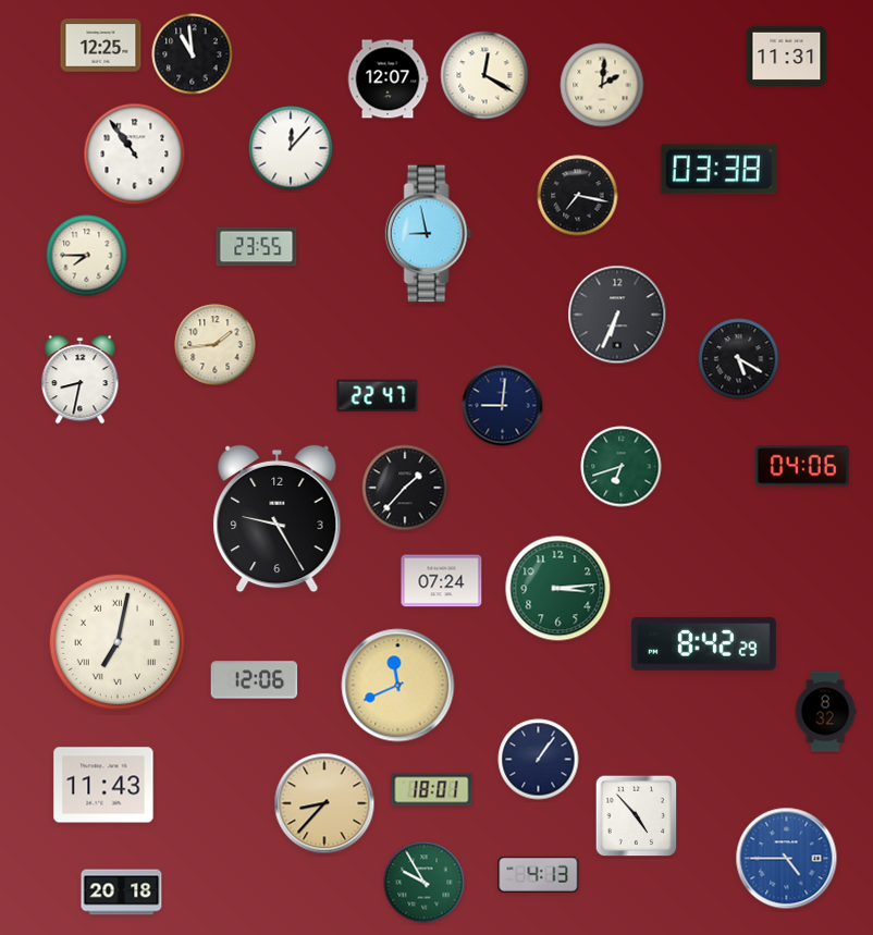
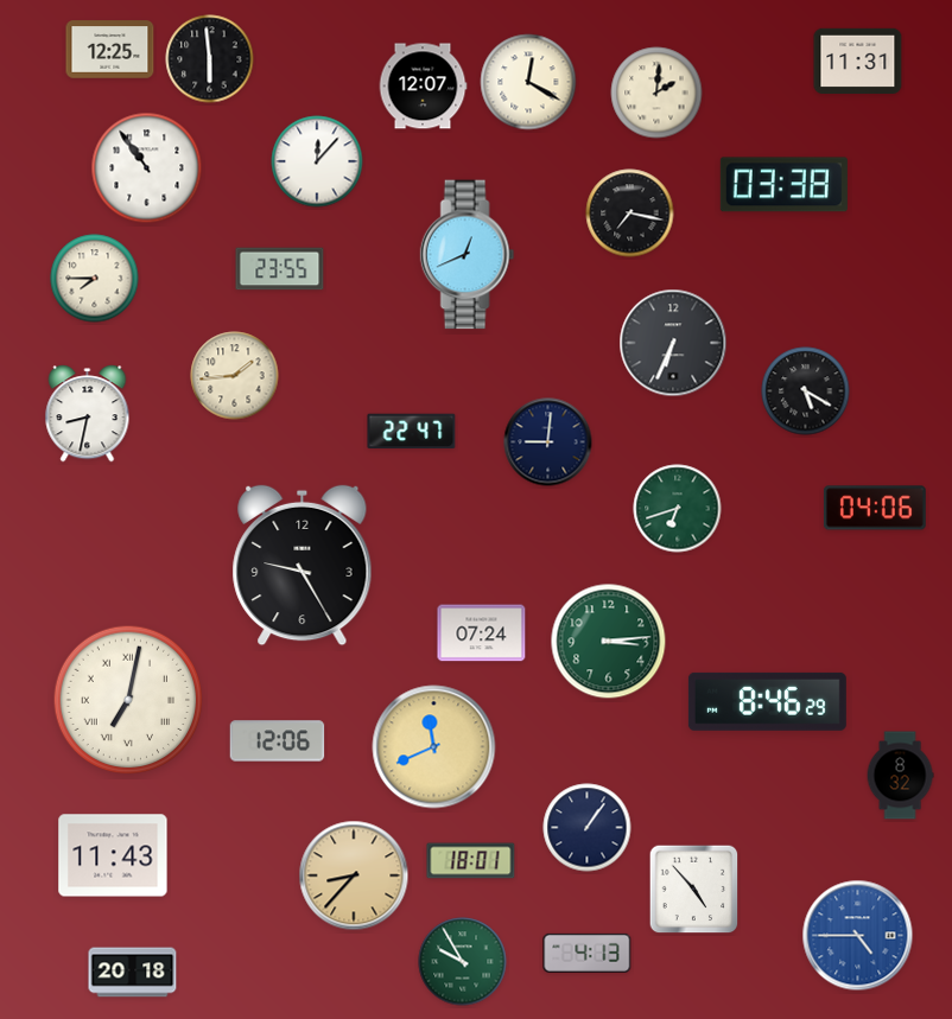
clock at (193, 54): 10:59 -> 5:59
clock at (429, 234): 8:58 -> 12:41
clock at (405, 488): 1:37 -> none
clock at (703, 643): 8:42 -> 8:46
